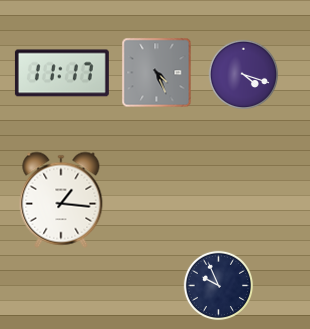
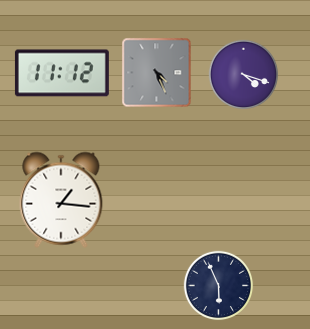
clock at (62, 73): 11:17 -> 11:12
clock at (219, 286): 9:56 -> 5:56
